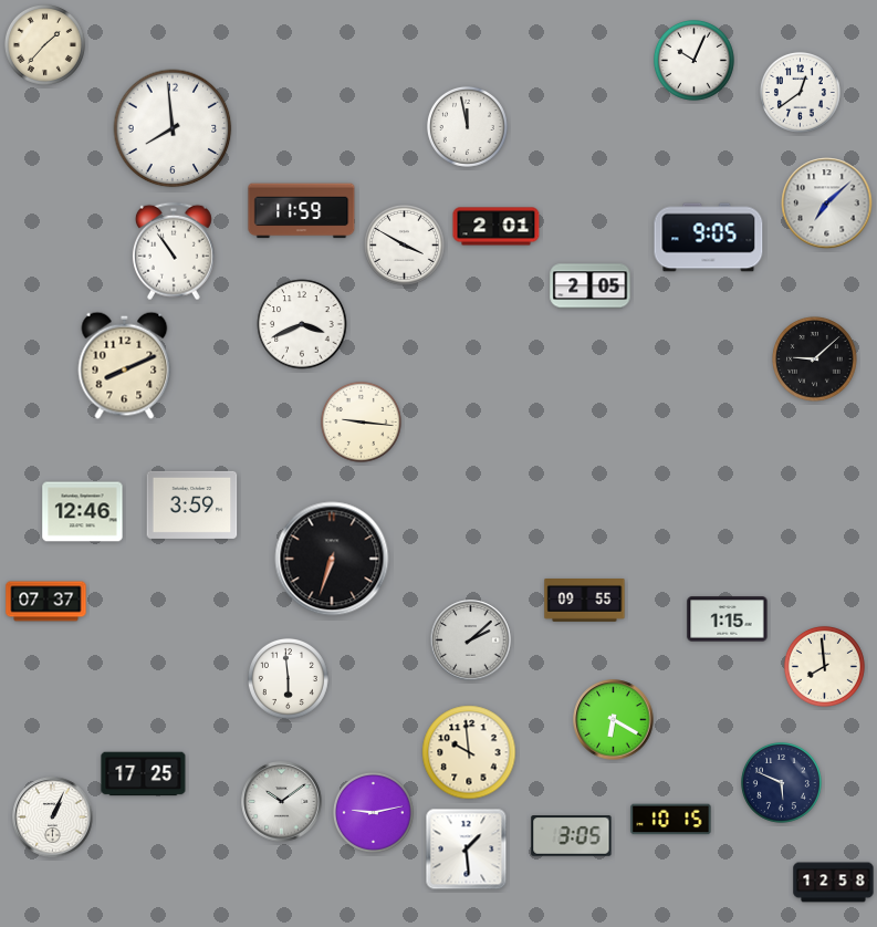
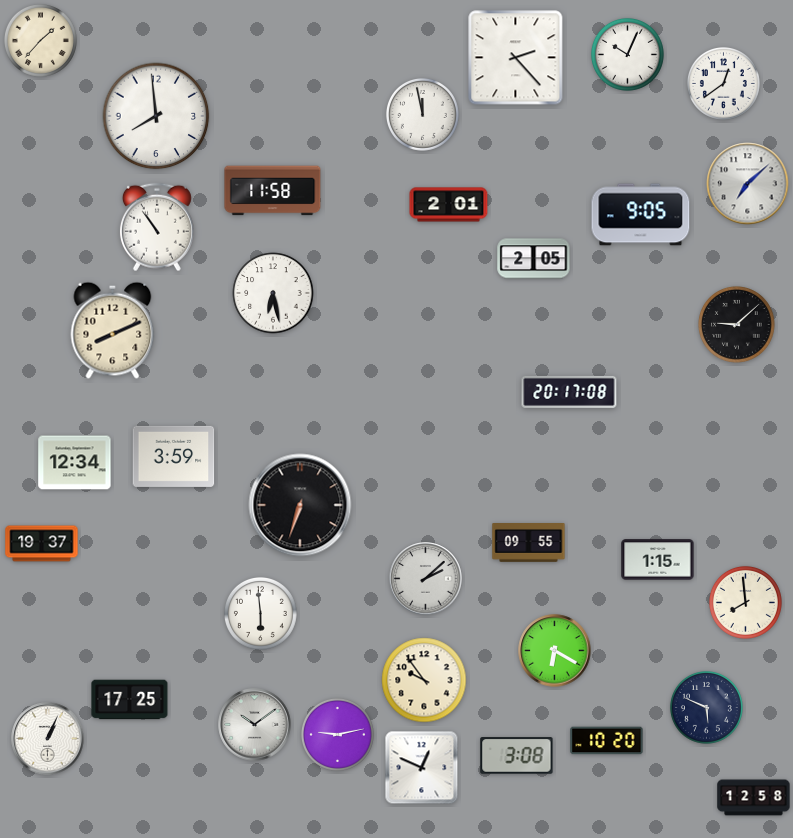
clock at (516, 58): none -> 2:23
clock at (302, 211): 11:59 -> 11:58
clock at (404, 244): 3:50 -> none
clock at (302, 324): 3:41 -> 6:28
clock at (361, 421): 9:16 -> none
clock at (569, 392): none -> 20:17
clock at (83, 512): 12:46 -> 12:34
clock at (46, 602): 07:37 -> 19:37
clock at (469, 752): 9:59 -> 9:54
clock at (671, 820): 10:15 -> 10:20
clock at (572, 836): 3:05 -> 3:08
clock at (467, 850): 1:29 -> 12:49
